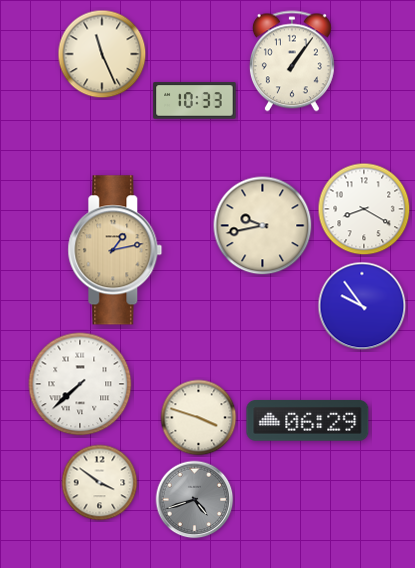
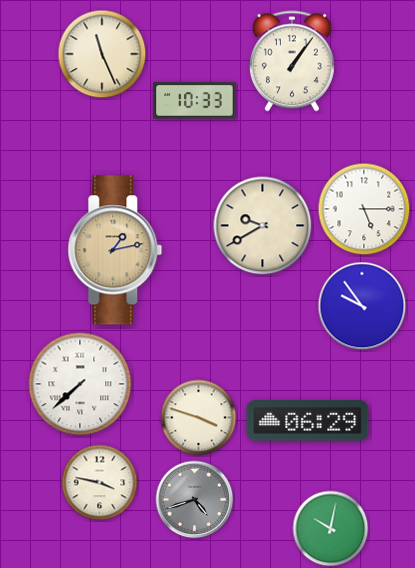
clock at (364, 209): 8:20 -> 5:15
clock at (263, 226): 9:43 -> 9:40
clock at (100, 483): 3:51 -> 3:47
clock at (331, 529): none -> 10:02
